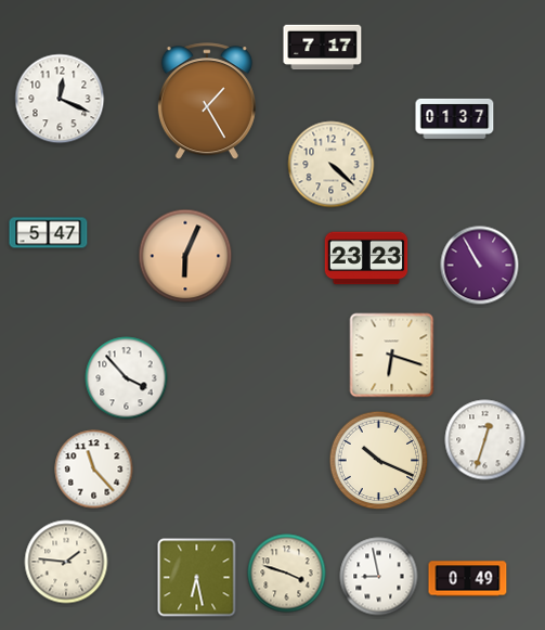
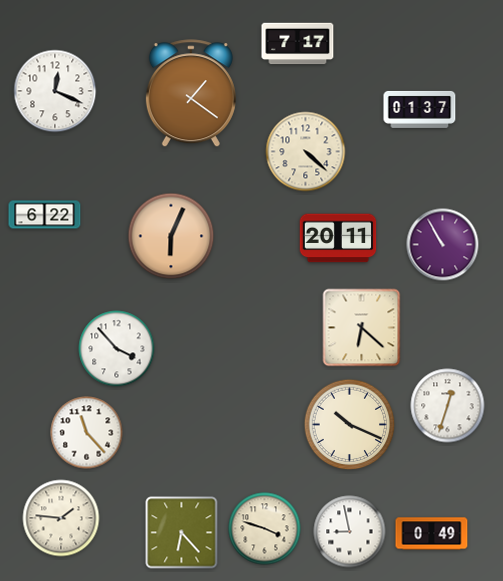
clock at (207, 102): 1:25 -> 1:21
clock at (49, 233): 5:47 -> 6:22
clock at (366, 258): 23:23 -> 20:11
clock at (392, 356): 6:18 -> 6:22
clock at (197, 578): 6:28 -> 6:23
